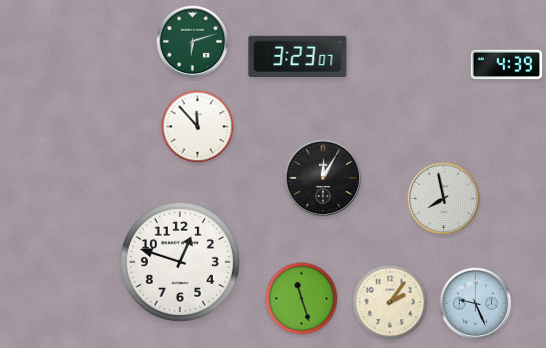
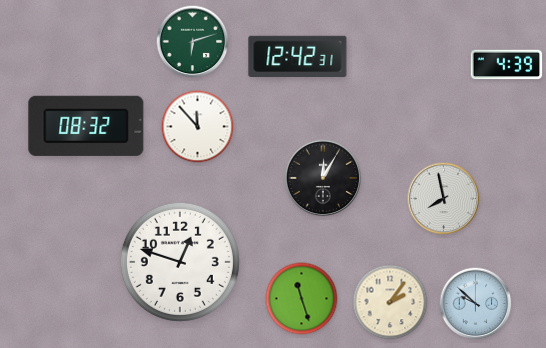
clock at (298, 56): 3:23 -> 12:42
clock at (86, 126): none -> 08:32
clock at (476, 304): 9:26 -> 9:52
